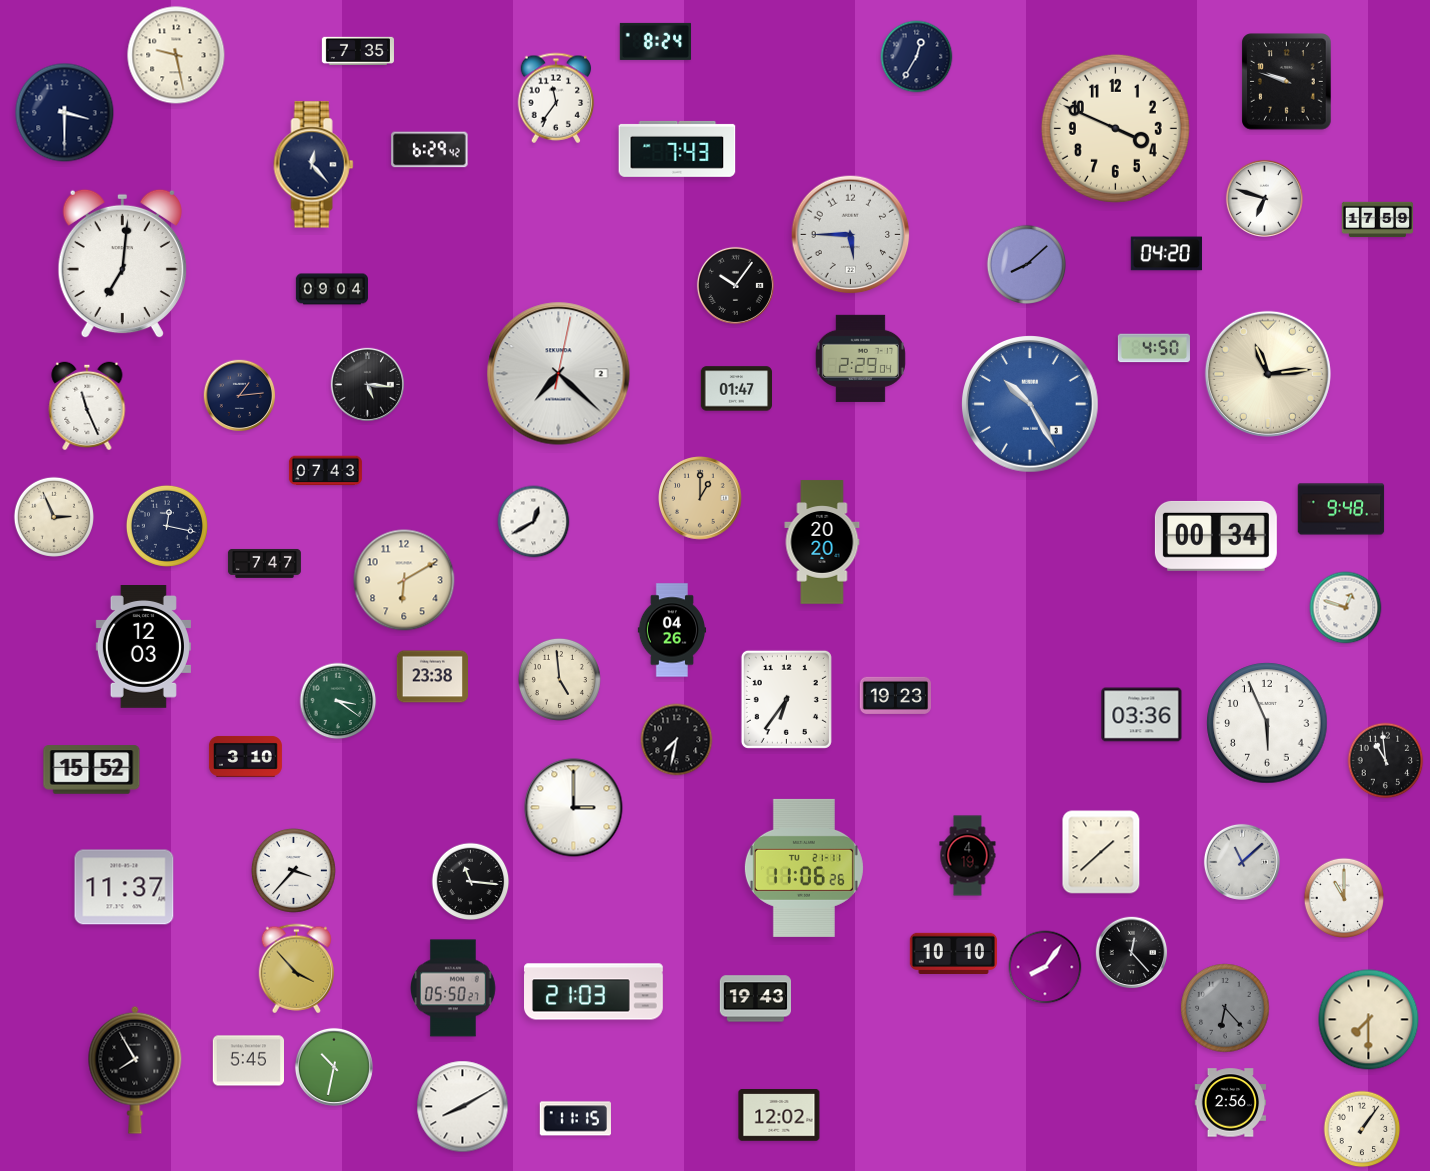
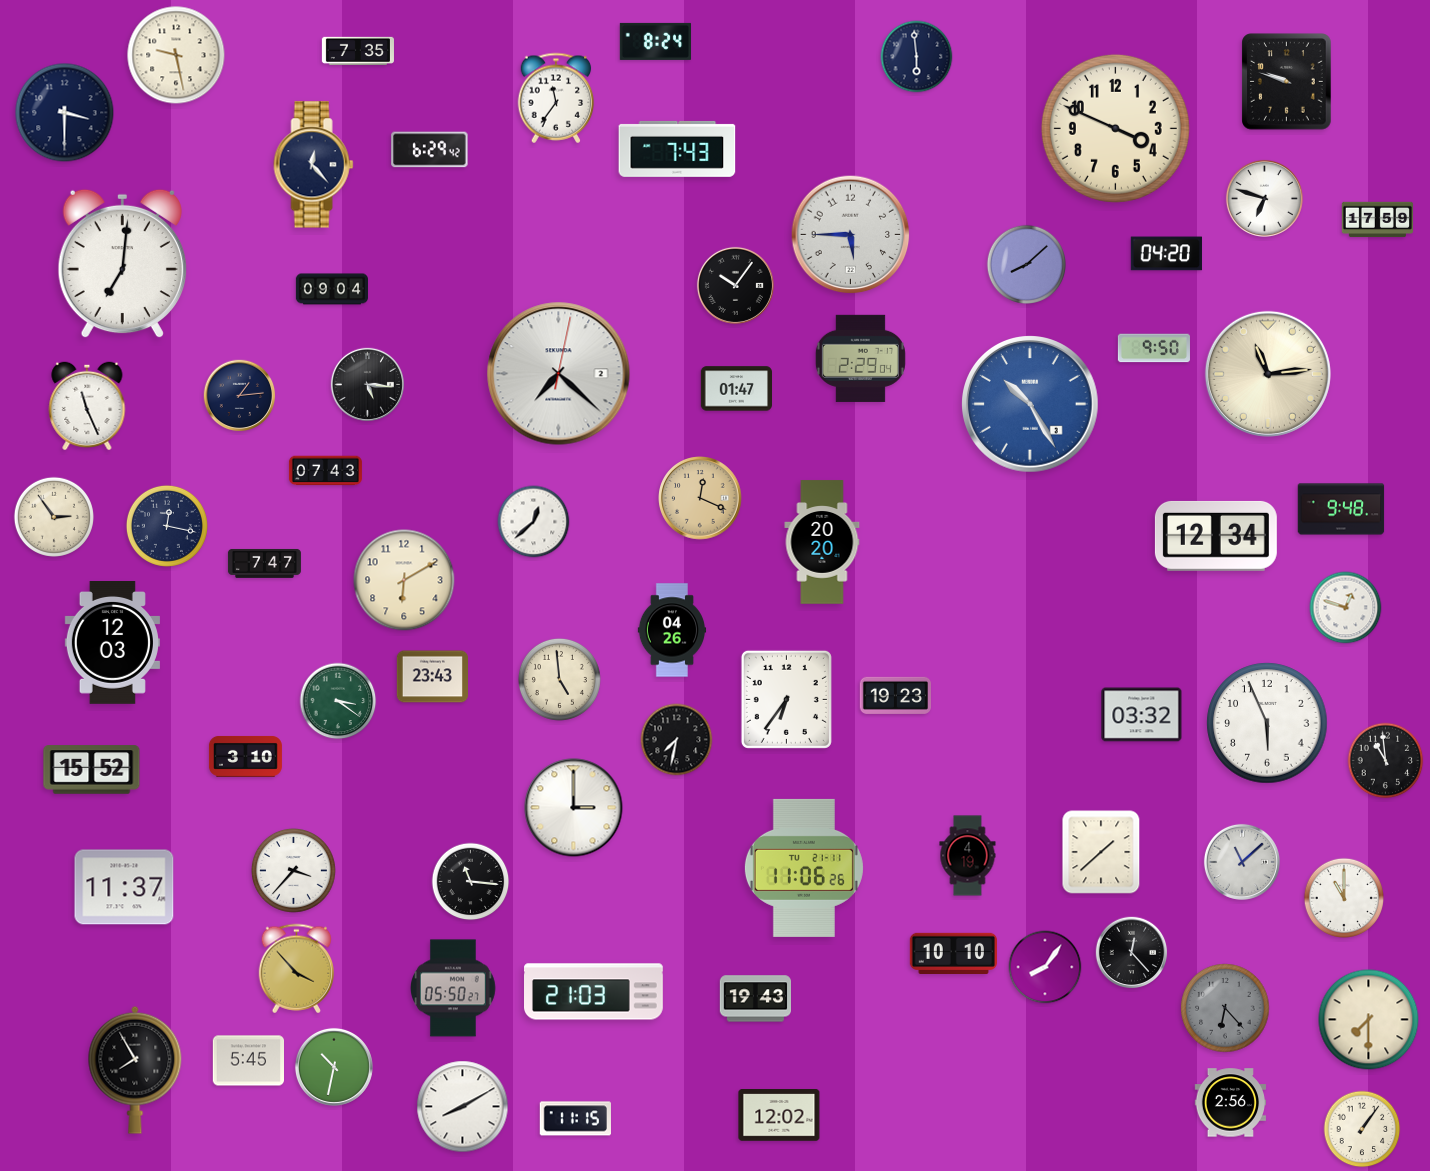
clock at (917, 57): 12:35 -> 5:59
clock at (1154, 348): 4:50 -> 9:50
clock at (700, 498): 1:00 -> 12:19
clock at (54, 517): 2:56 -> 2:54
clock at (534, 522): 12:40 -> 12:38
clock at (1216, 536): 00:34 -> 12:34
clock at (143, 647) position: (143, 647) -> (112, 643)
clock at (433, 677): 23:38 -> 23:43
clock at (1142, 715): 03:36 -> 03:32
